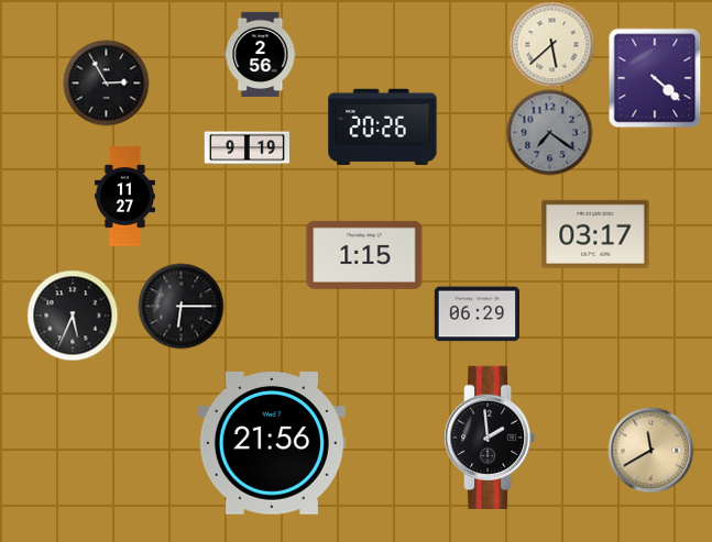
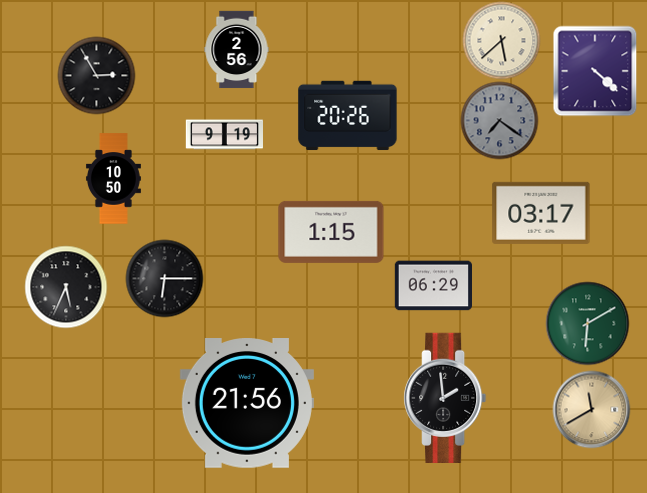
clock at (124, 197): 11:27 -> 10:50
clock at (587, 323): none -> 6:10
